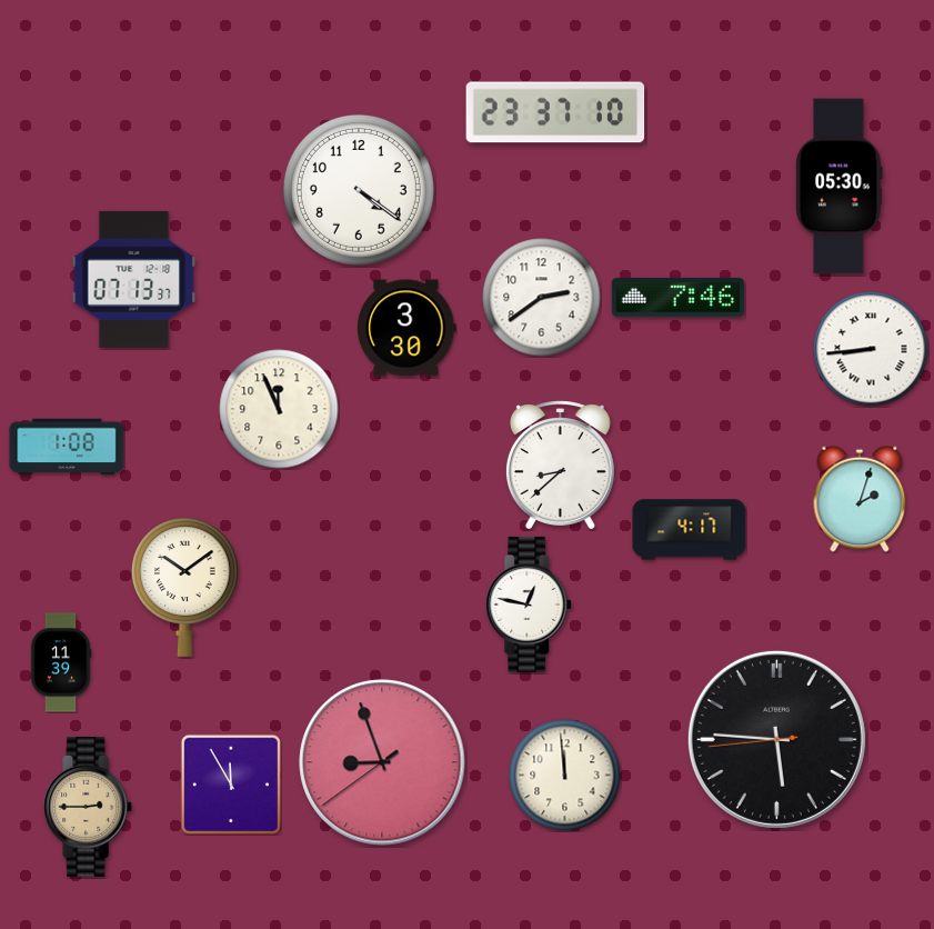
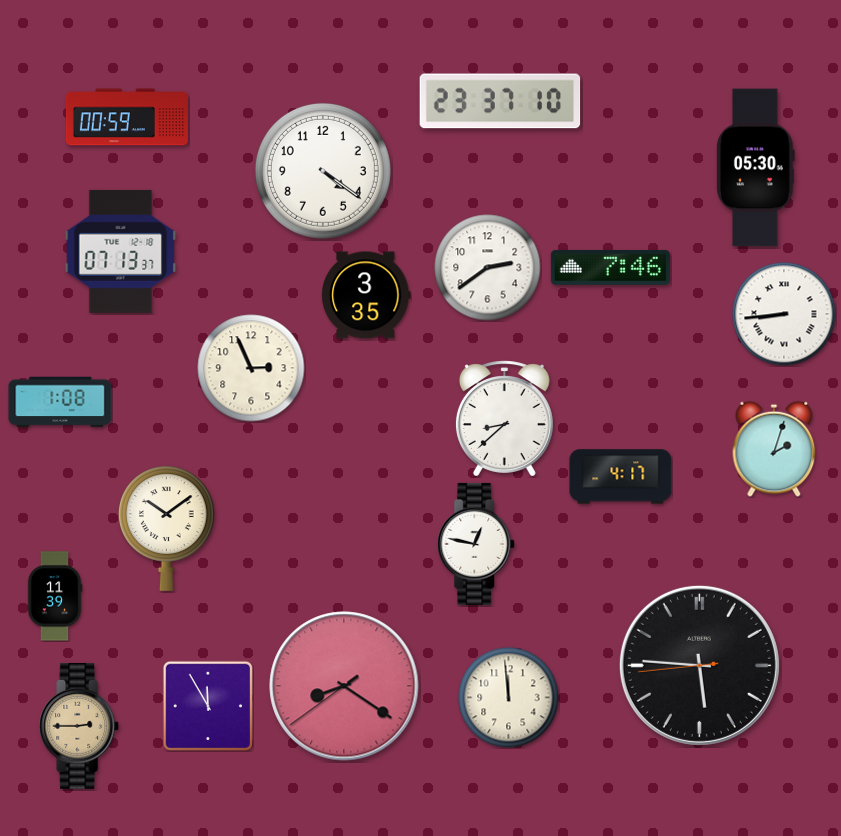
clock at (127, 117): none -> 00:59
clock at (406, 328): 3:30 -> 3:35
clock at (279, 409): 11:56 -> 2:56
clock at (382, 762): 8:56 -> 8:20
